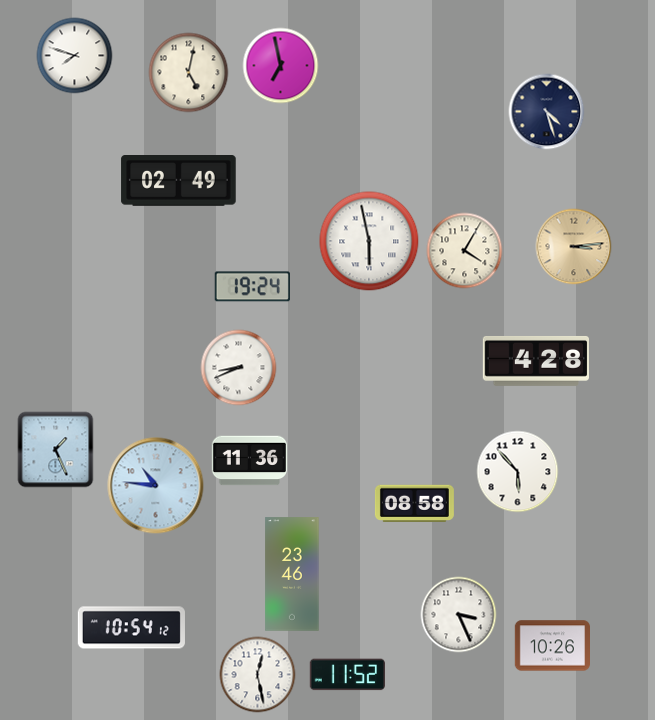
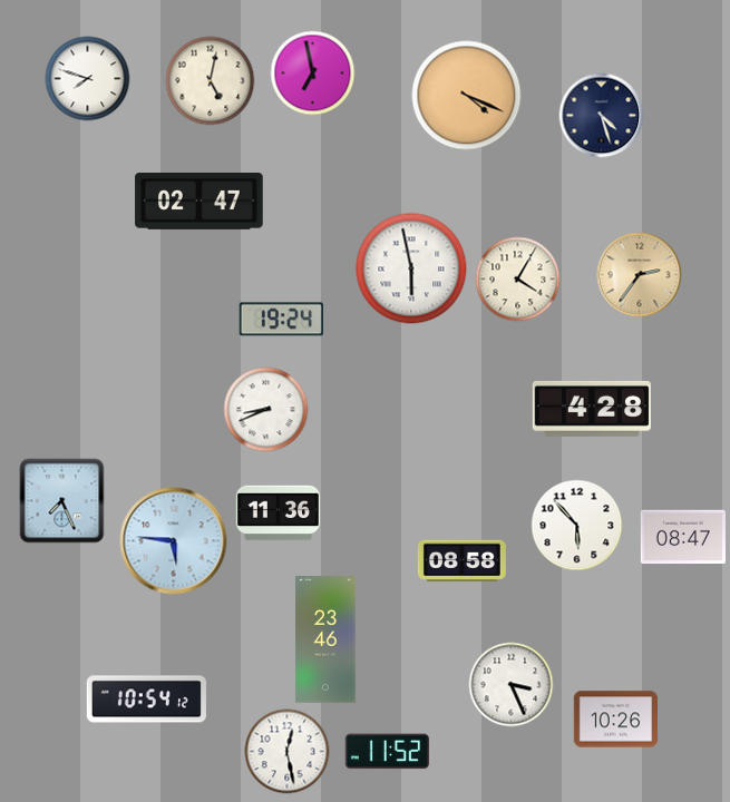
clock at (75, 56) position: (75, 56) -> (88, 79)
clock at (467, 96): none -> 4:19
clock at (547, 112) position: (547, 112) -> (602, 116)
clock at (179, 181): 02:49 -> 02:47
clock at (574, 247): 3:14 -> 2:36
clock at (535, 361) position: (535, 361) -> (591, 409)
clock at (56, 450): 1:26 -> 7:26
clock at (683, 537): none -> 08:47
clock at (156, 486): 10:46 -> 5:46
